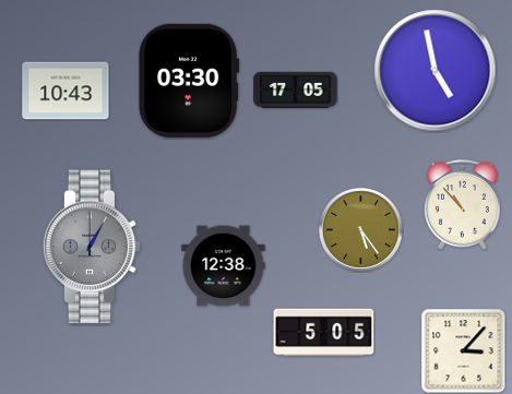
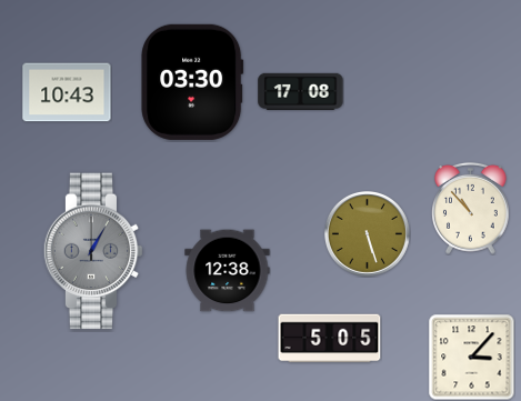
clock at (436, 71): 4:58 -> none
clock at (296, 89): 17:05 -> 17:08
clock at (360, 229): 5:24 -> 5:27
